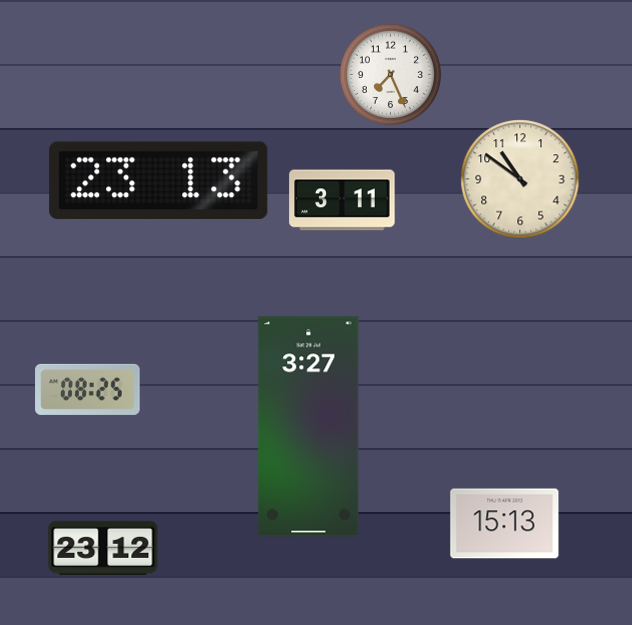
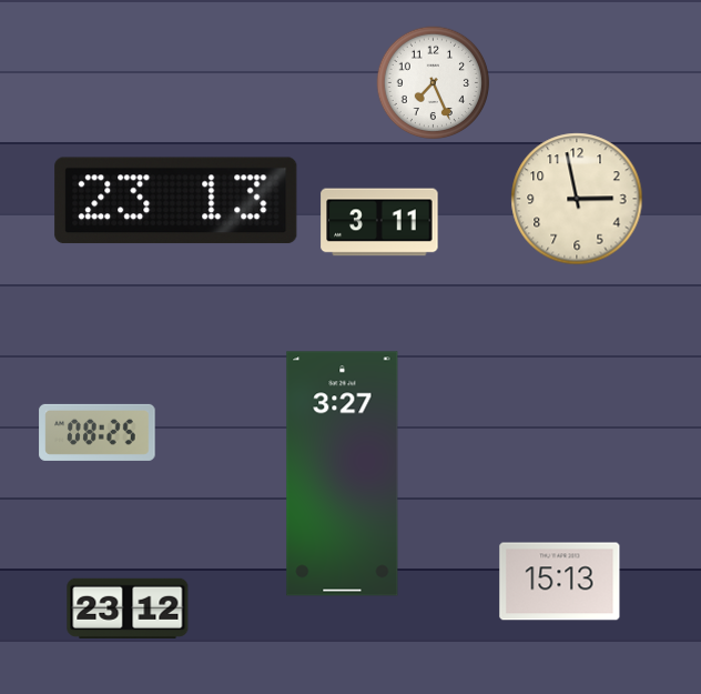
clock at (520, 179): 10:51 -> 2:58
clock at (103, 548) position: (103, 548) -> (128, 608)
